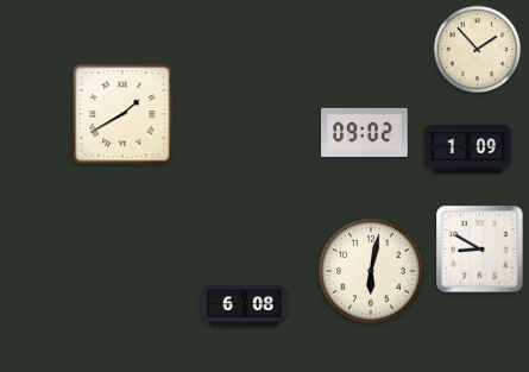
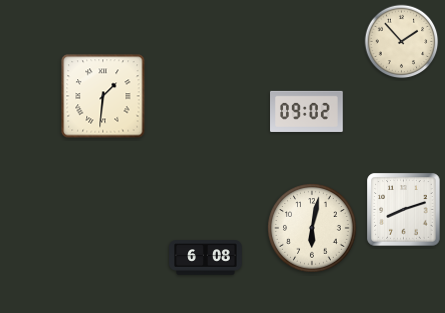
clock at (122, 114): 1:40 -> 1:31
clock at (468, 150): 1:09 -> none
clock at (480, 250): 8:50 -> 8:12
